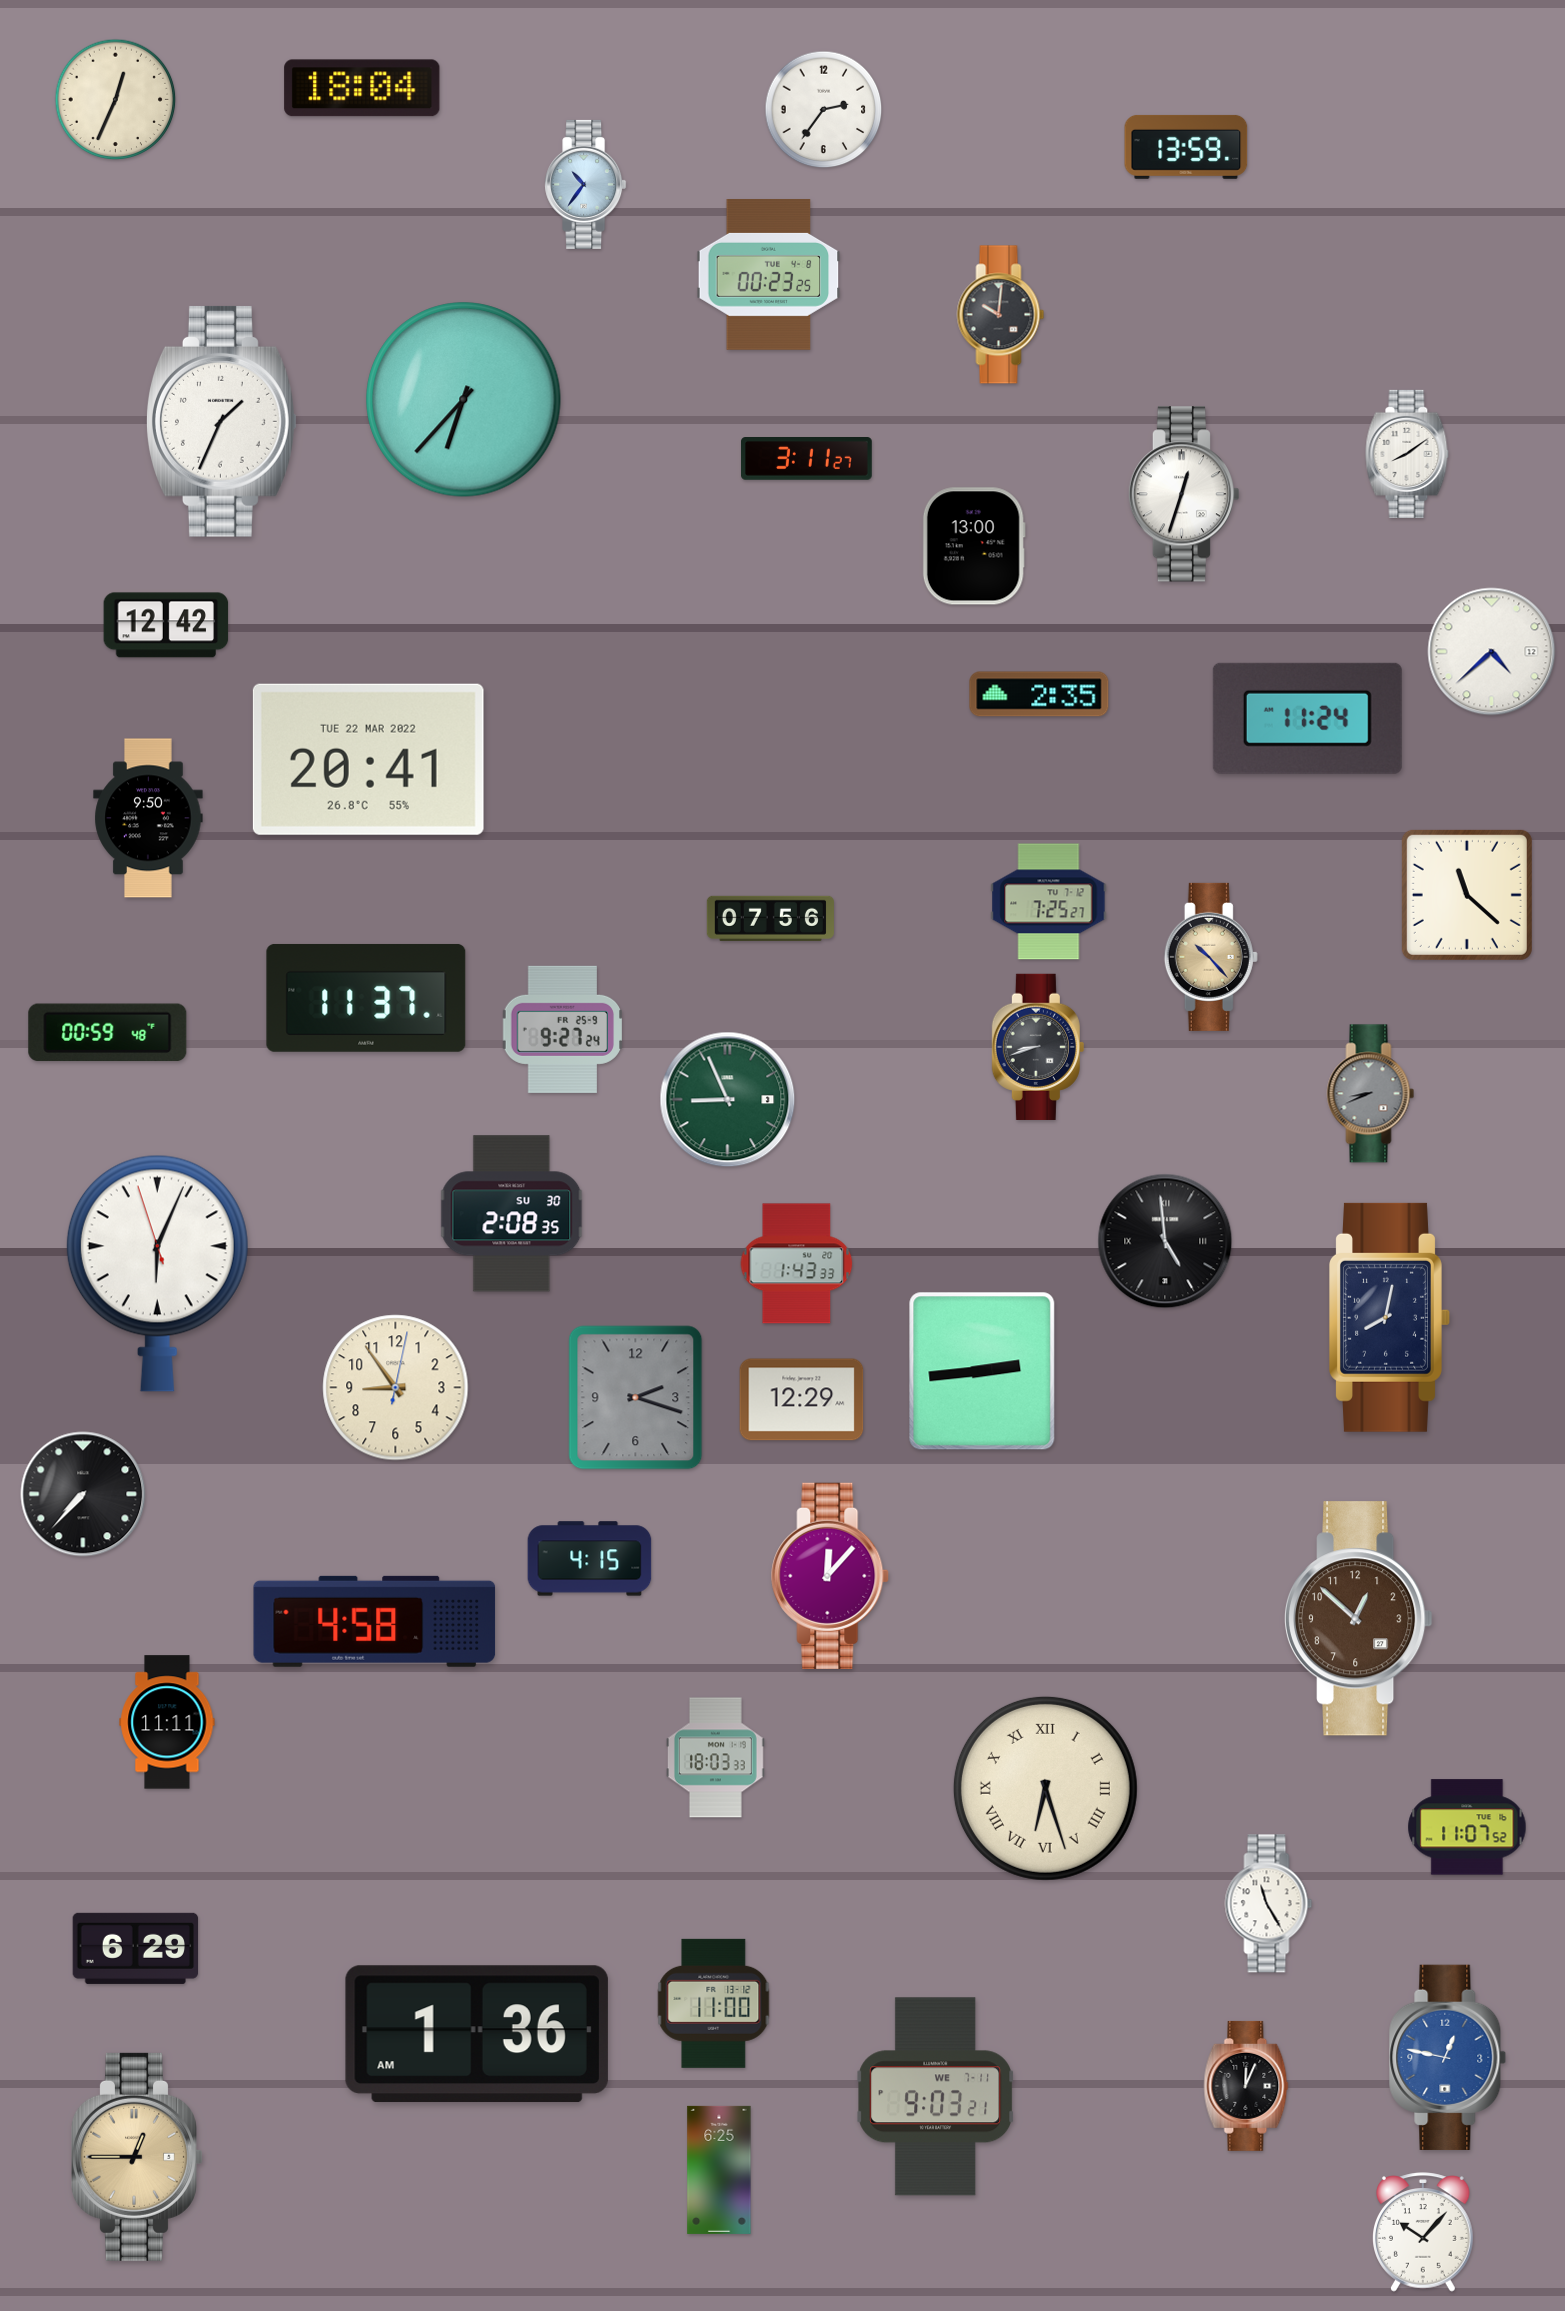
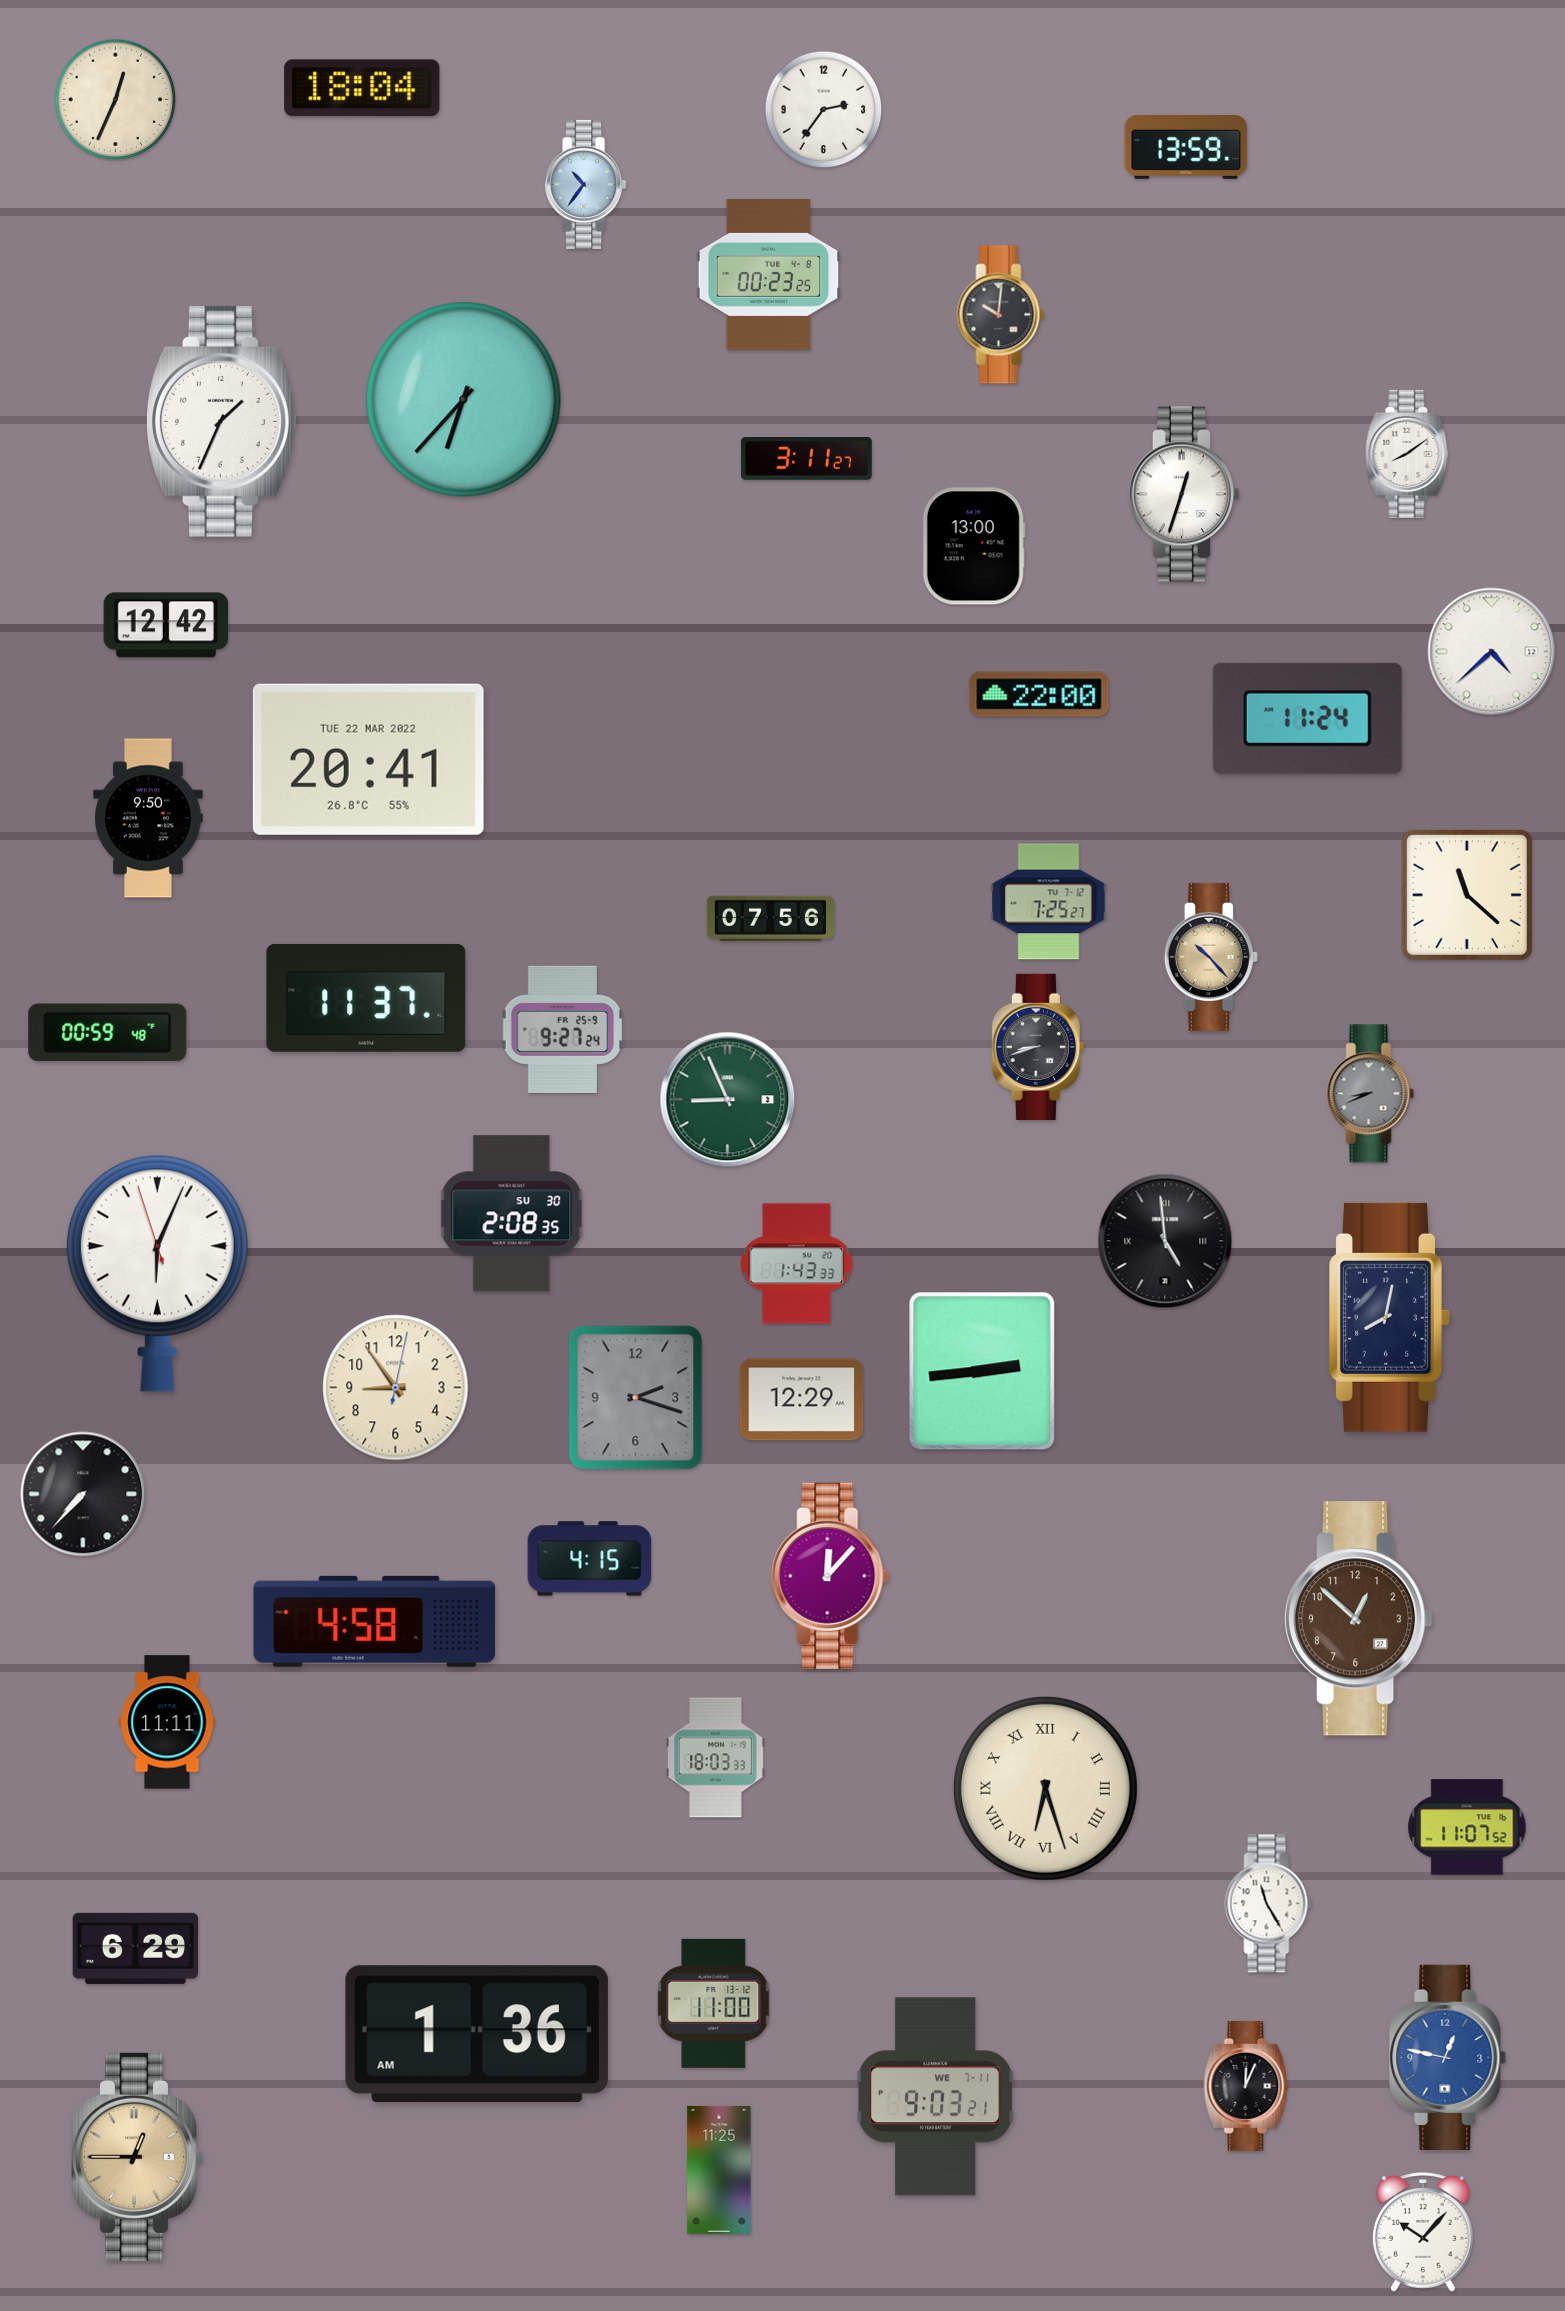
clock at (1039, 694): 2:35 -> 22:00
clock at (719, 2170): 6:25 -> 11:25
